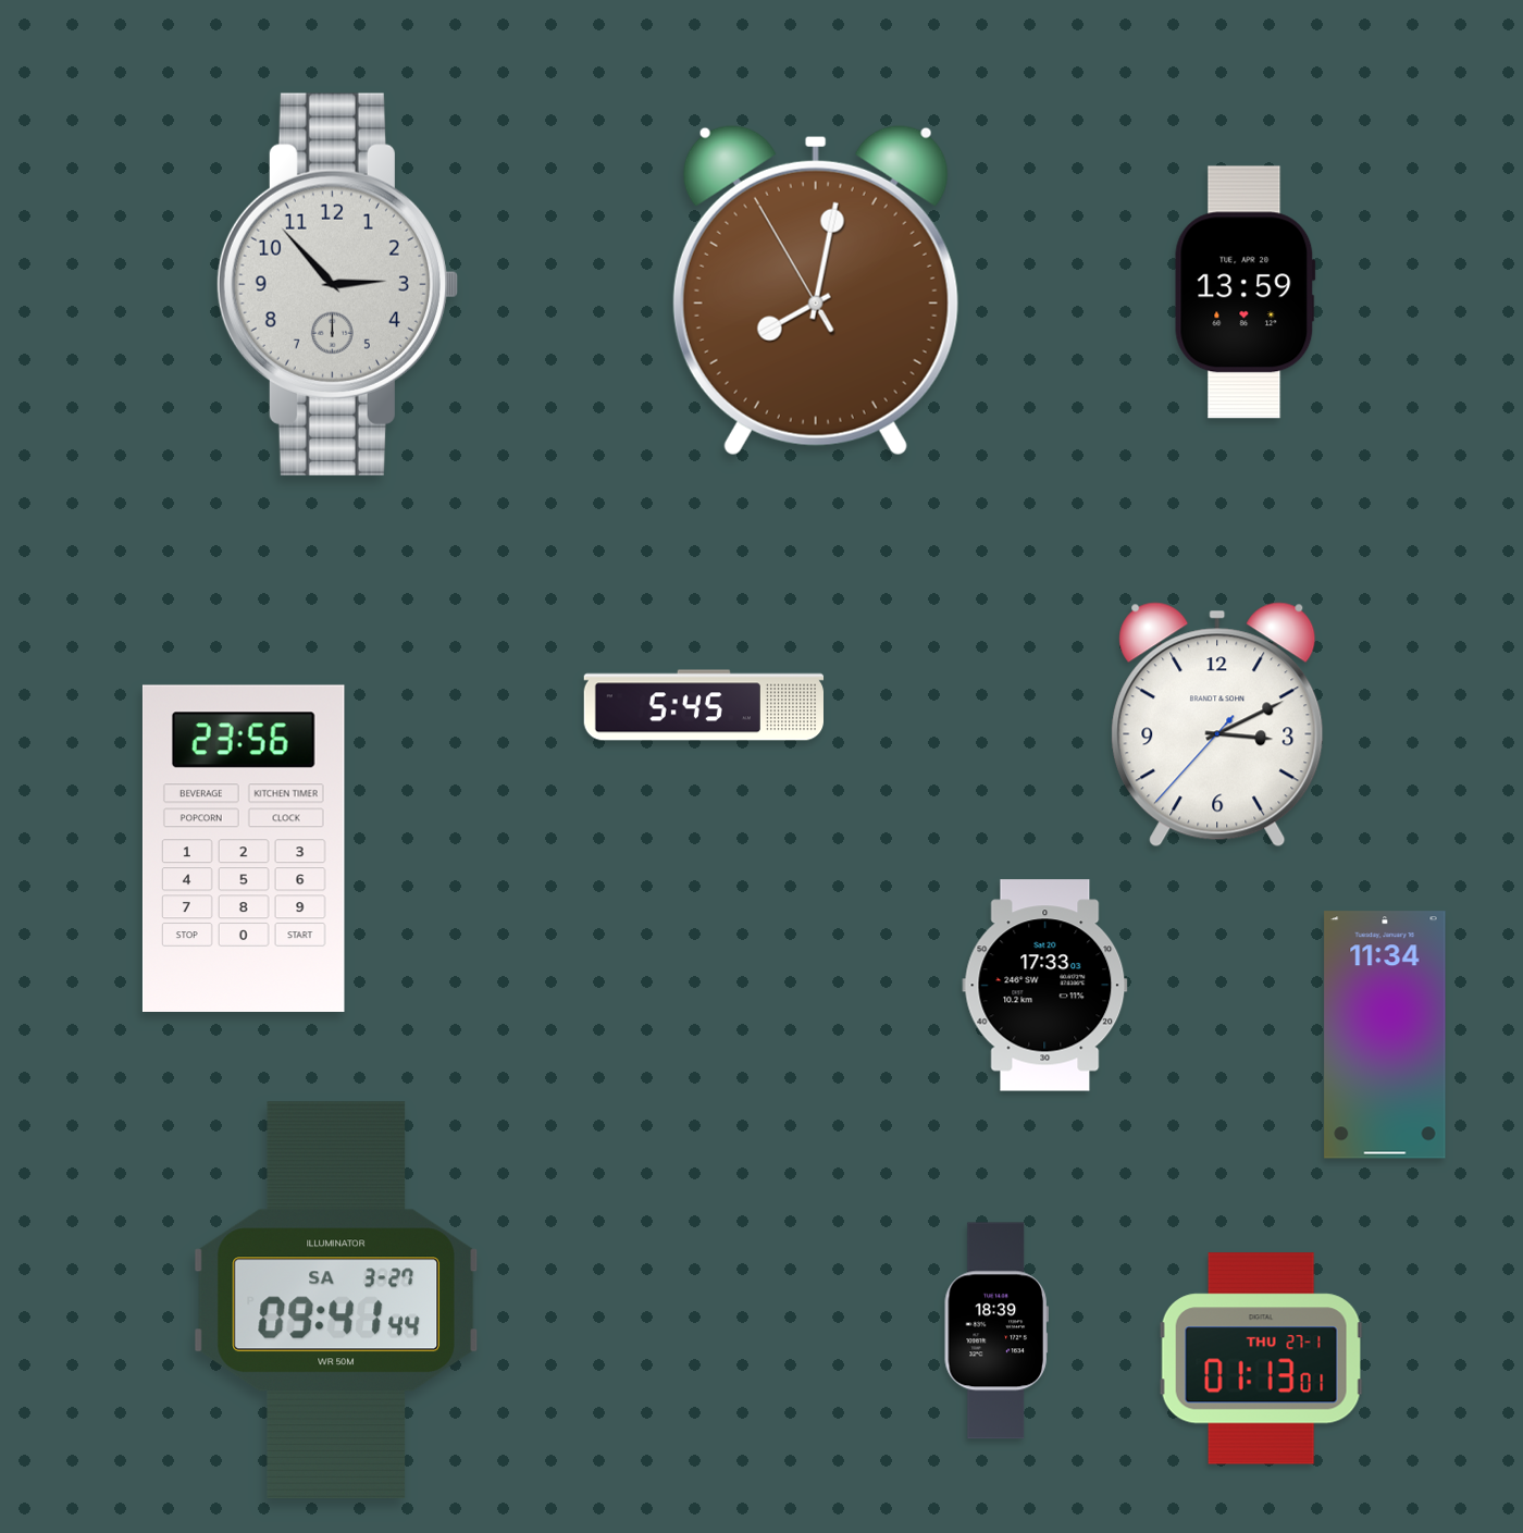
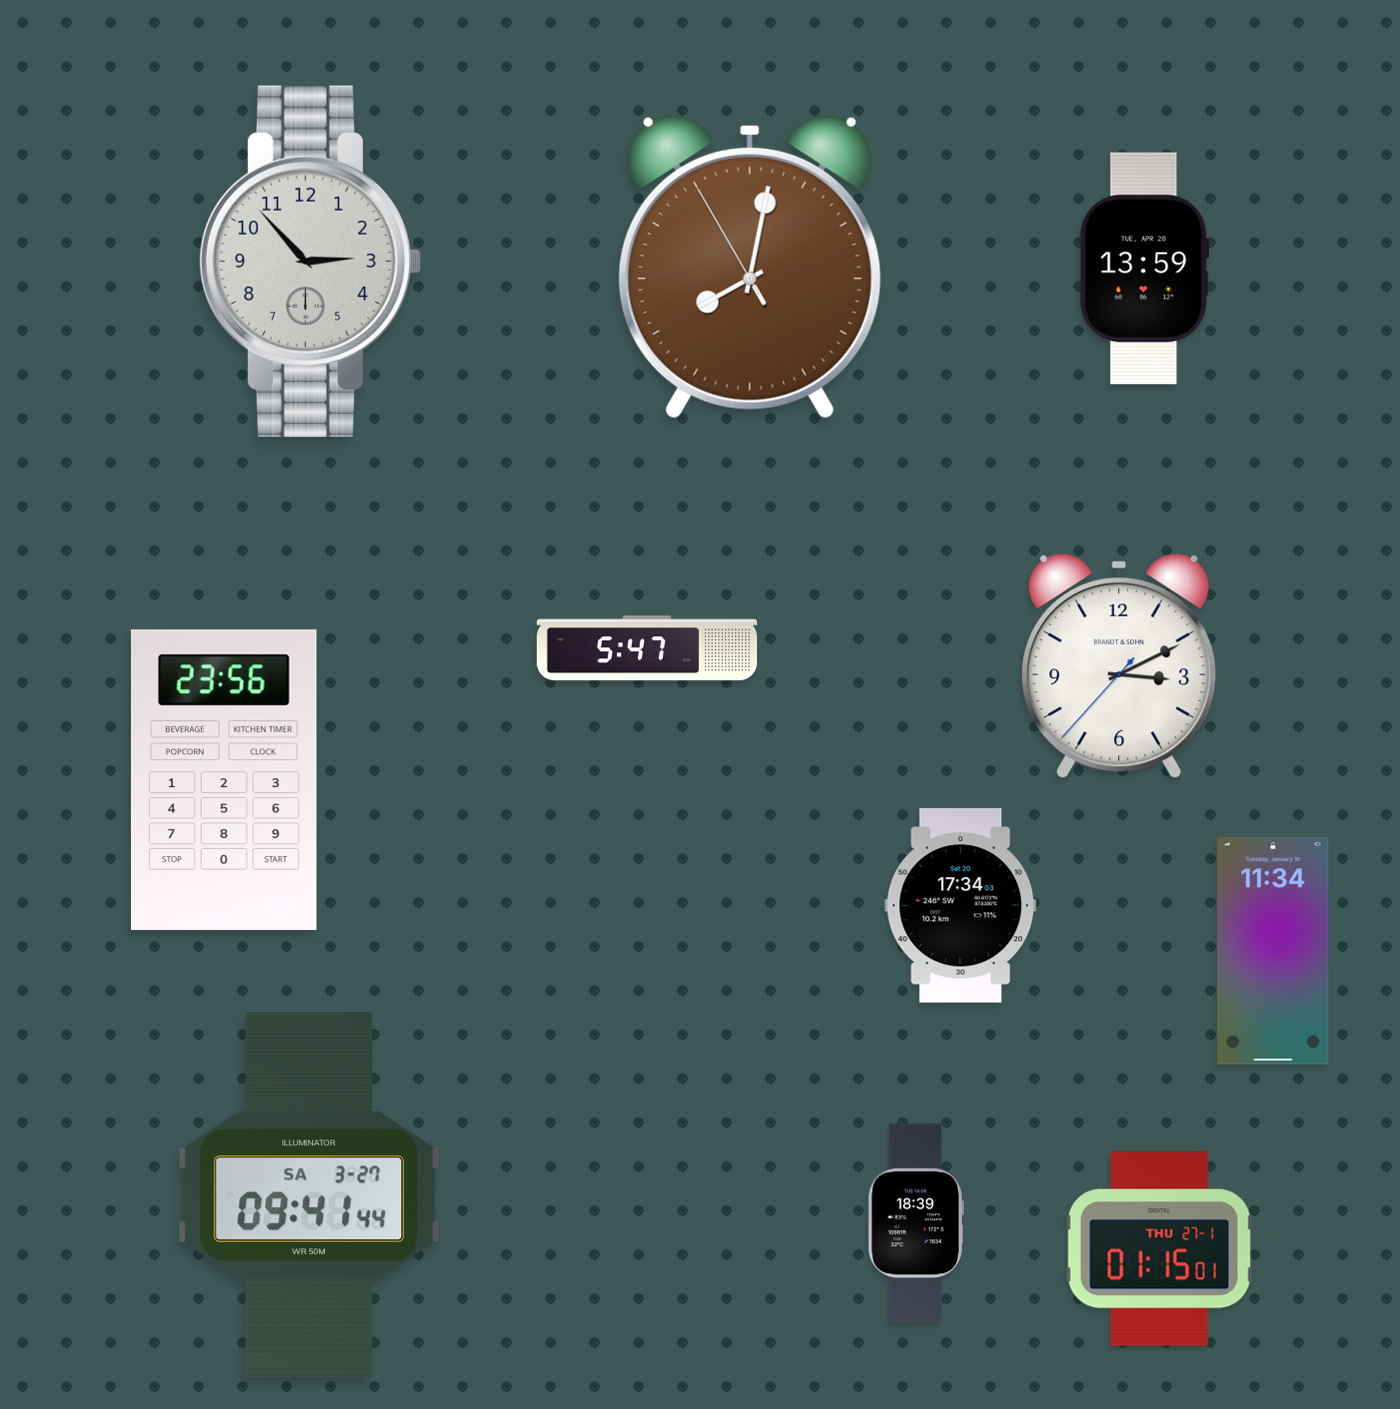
clock at (703, 705): 5:45 -> 5:47
clock at (1045, 986): 17:33 -> 17:34
clock at (1261, 1359): 01:13 -> 01:15
